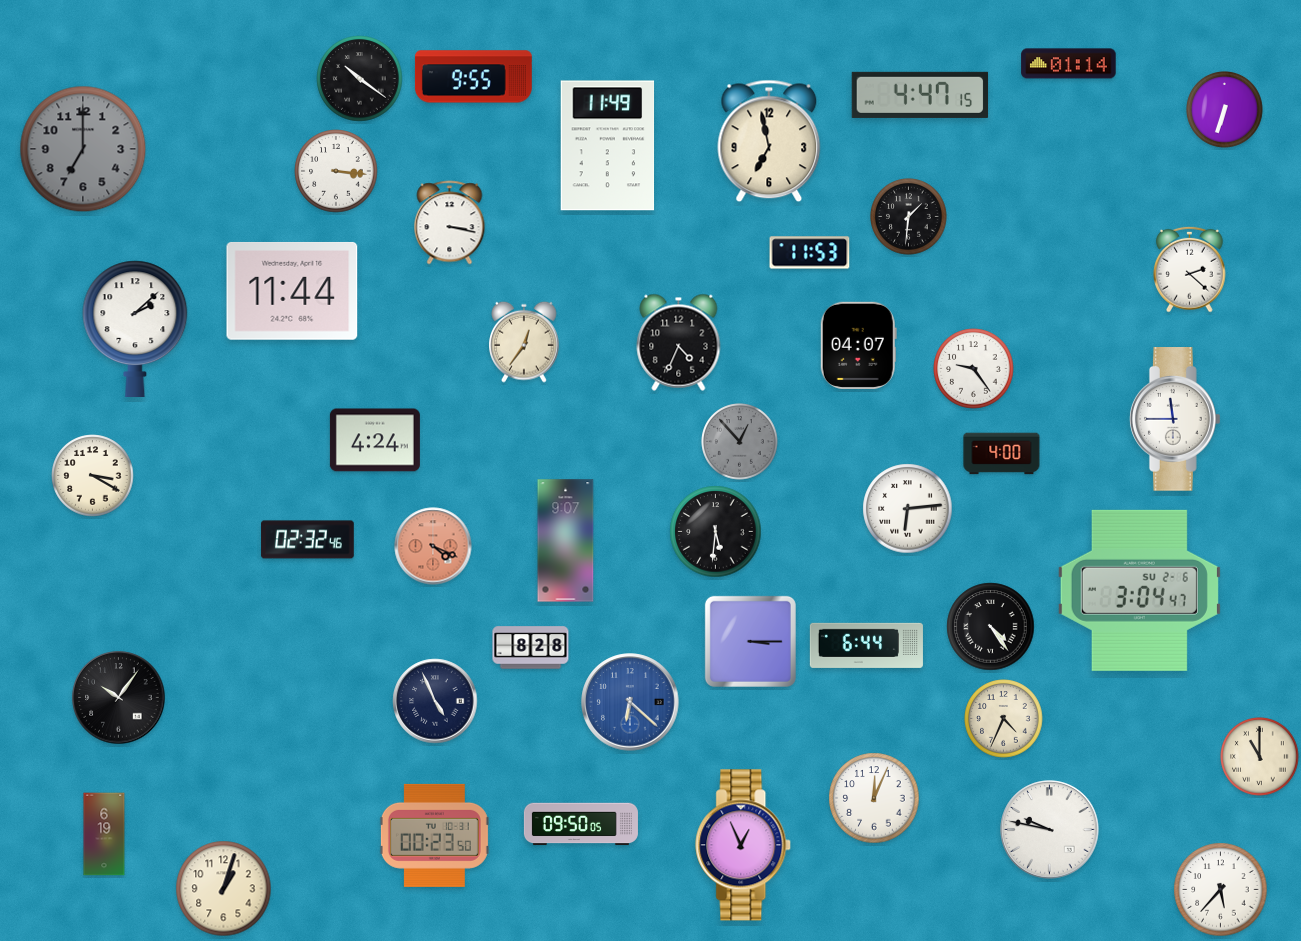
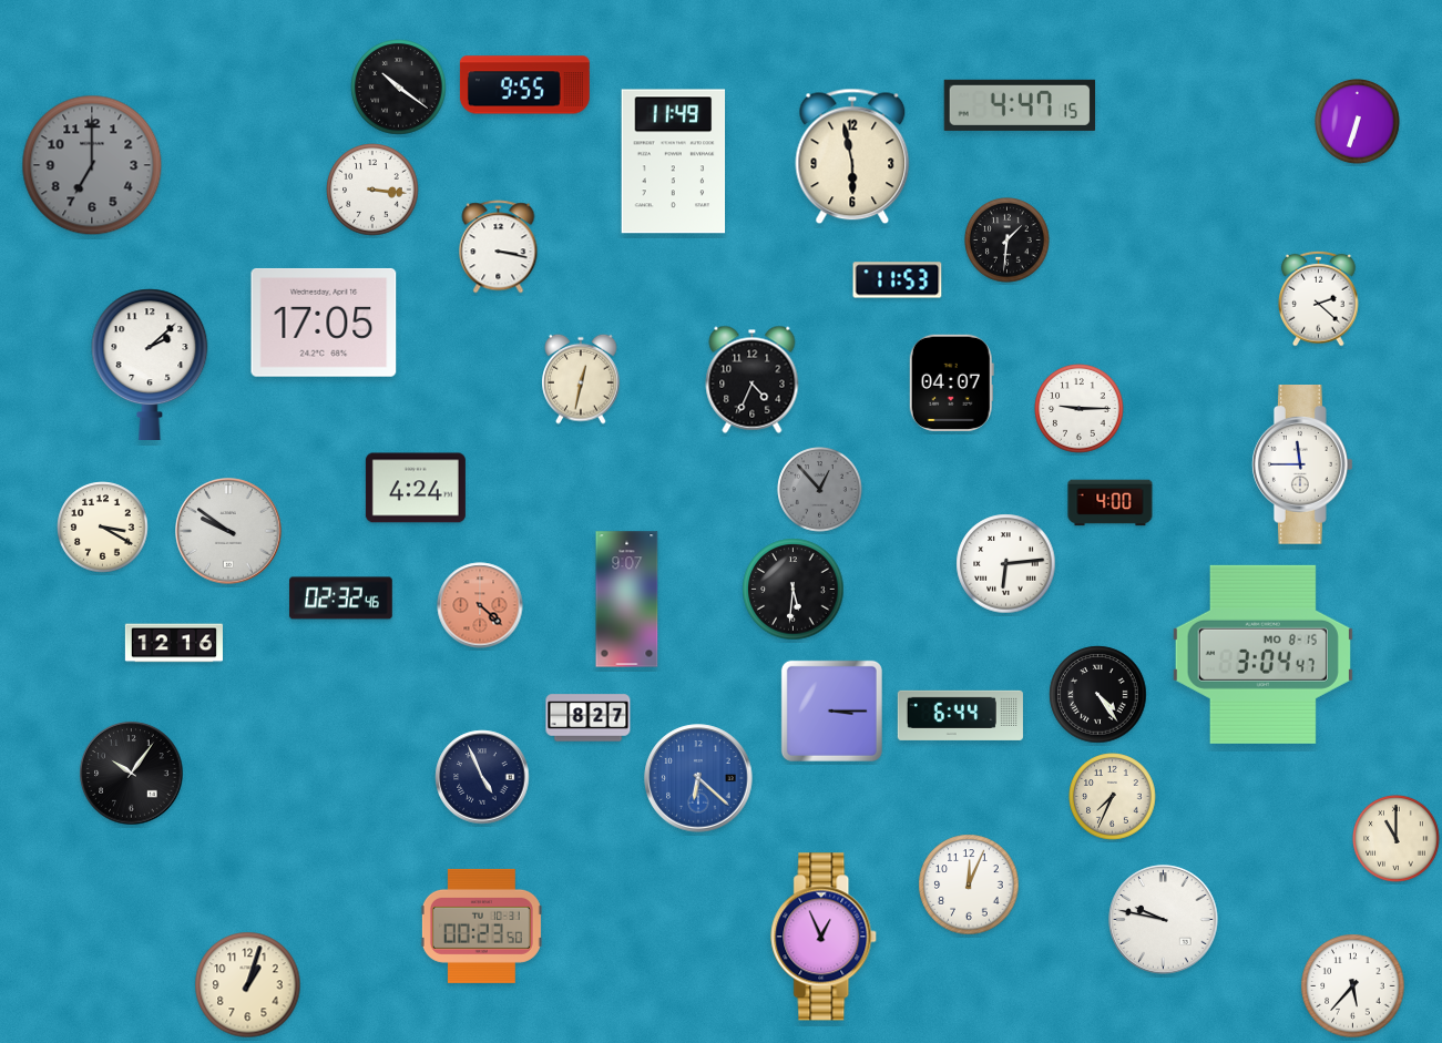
clock at (1069, 64): 01:14 -> none
clock at (769, 141): 6:58 -> 5:58
clock at (292, 291): 11:44 -> 17:05
clock at (524, 342): 12:36 -> 12:32
clock at (974, 369): 9:24 -> 9:15
clock at (228, 531): none -> 9:51
clock at (433, 546): 4:19 -> 4:22
clock at (174, 643): none -> 12:16
clock at (1139, 590) date: SU 2-6 -> MO 8-15
clock at (531, 648): 8:28 -> 8:27
clock at (1004, 719): 4:34 -> 7:34
clock at (581, 824): 09:50 -> none
clock at (104, 834): 6:19 -> none
